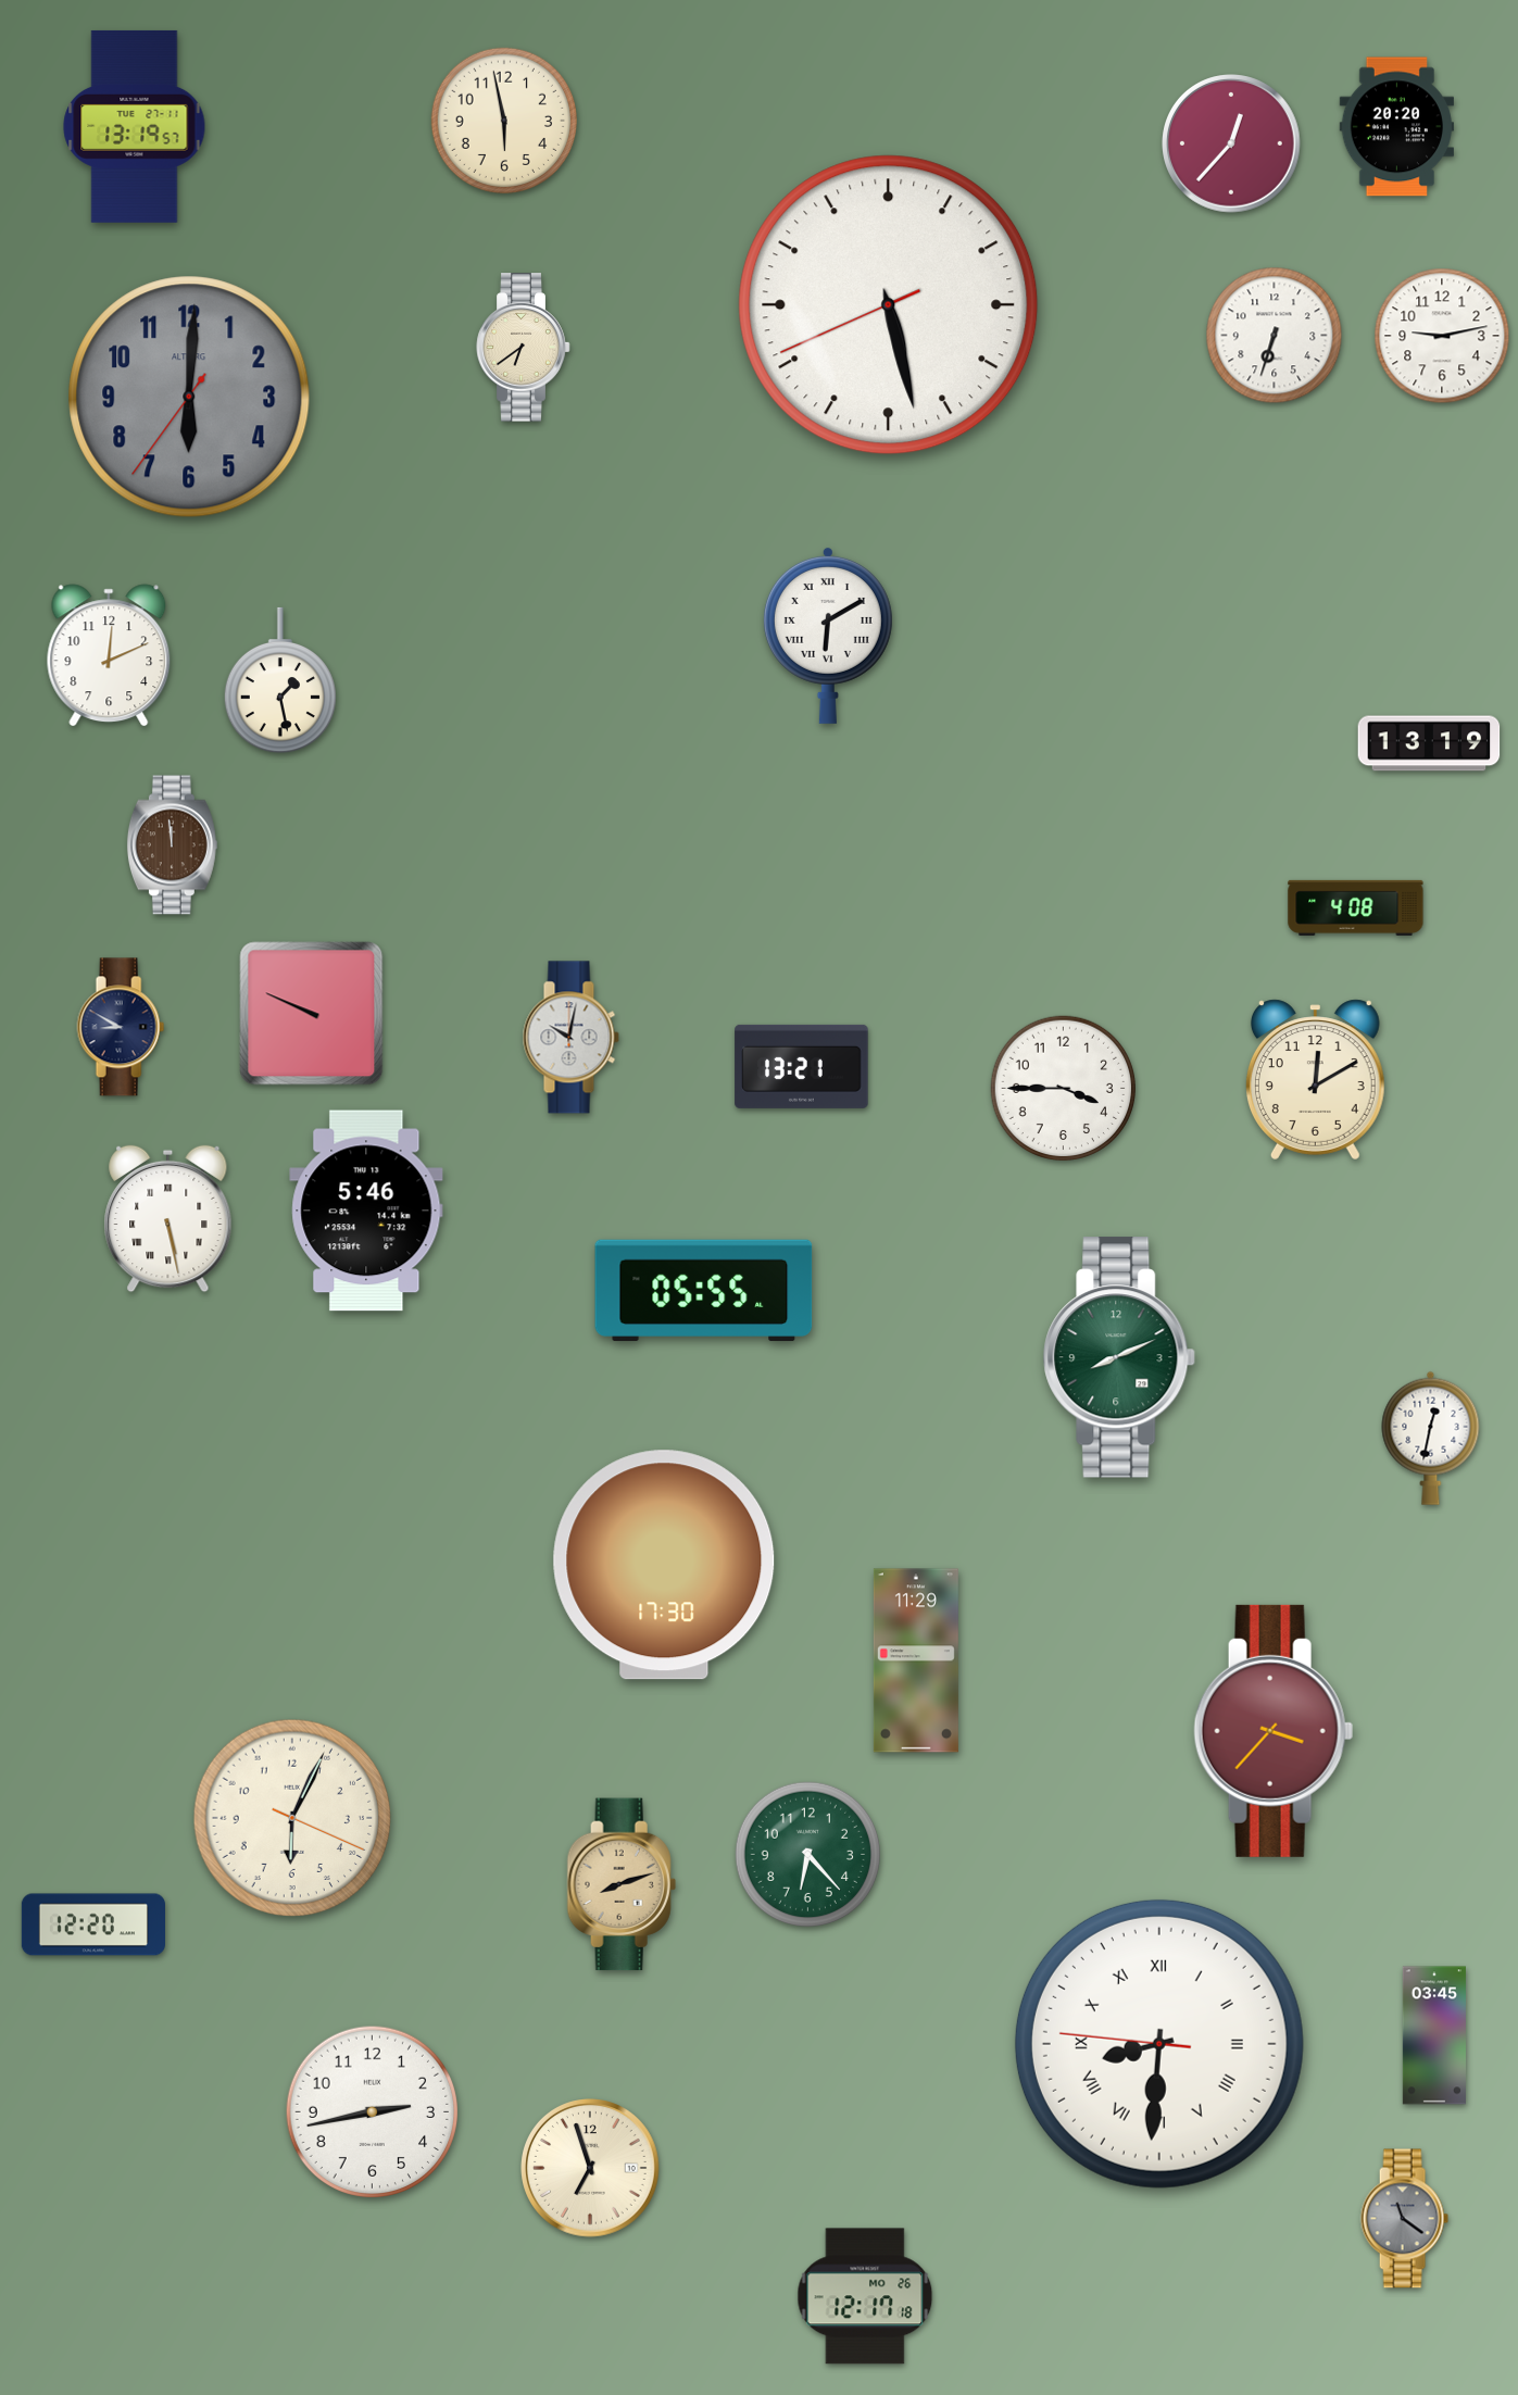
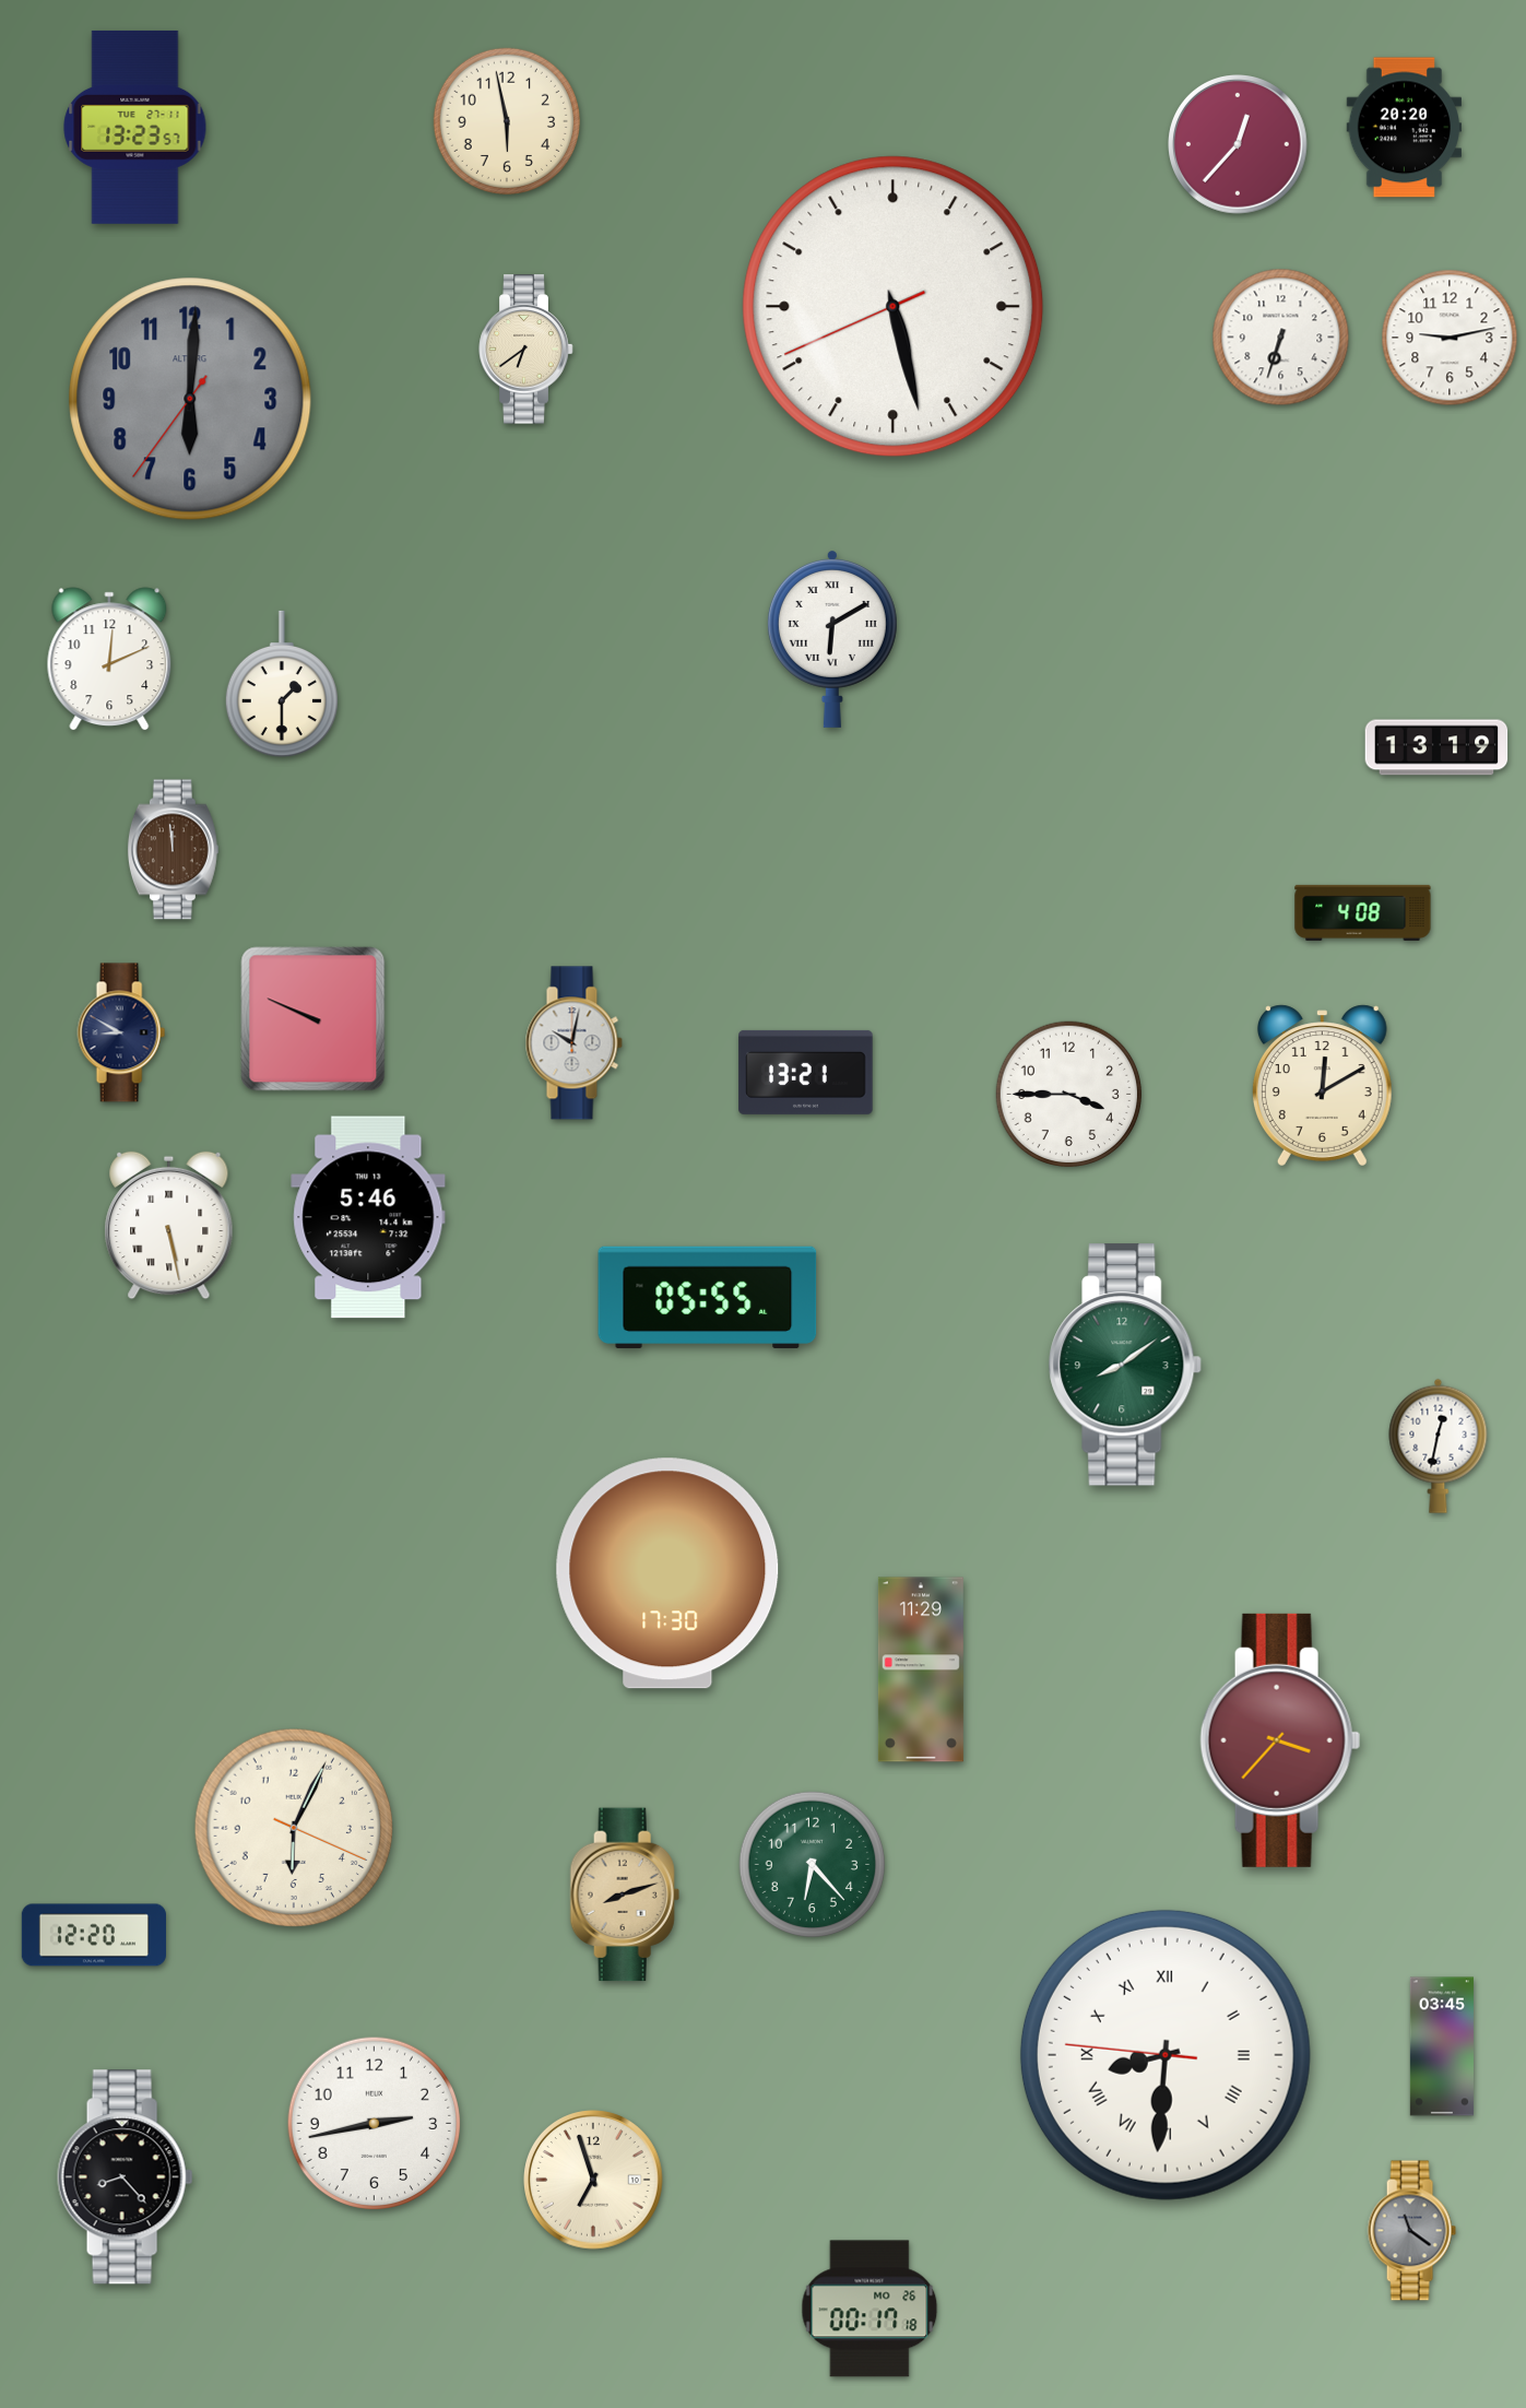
clock at (135, 126): 13:19 -> 13:23
clock at (280, 680): 1:28 -> 1:30
clock at (1120, 1357): 8:11 -> 8:09
clock at (126, 2177): none -> 8:23
clock at (865, 2296): 12:17 -> 00:17
